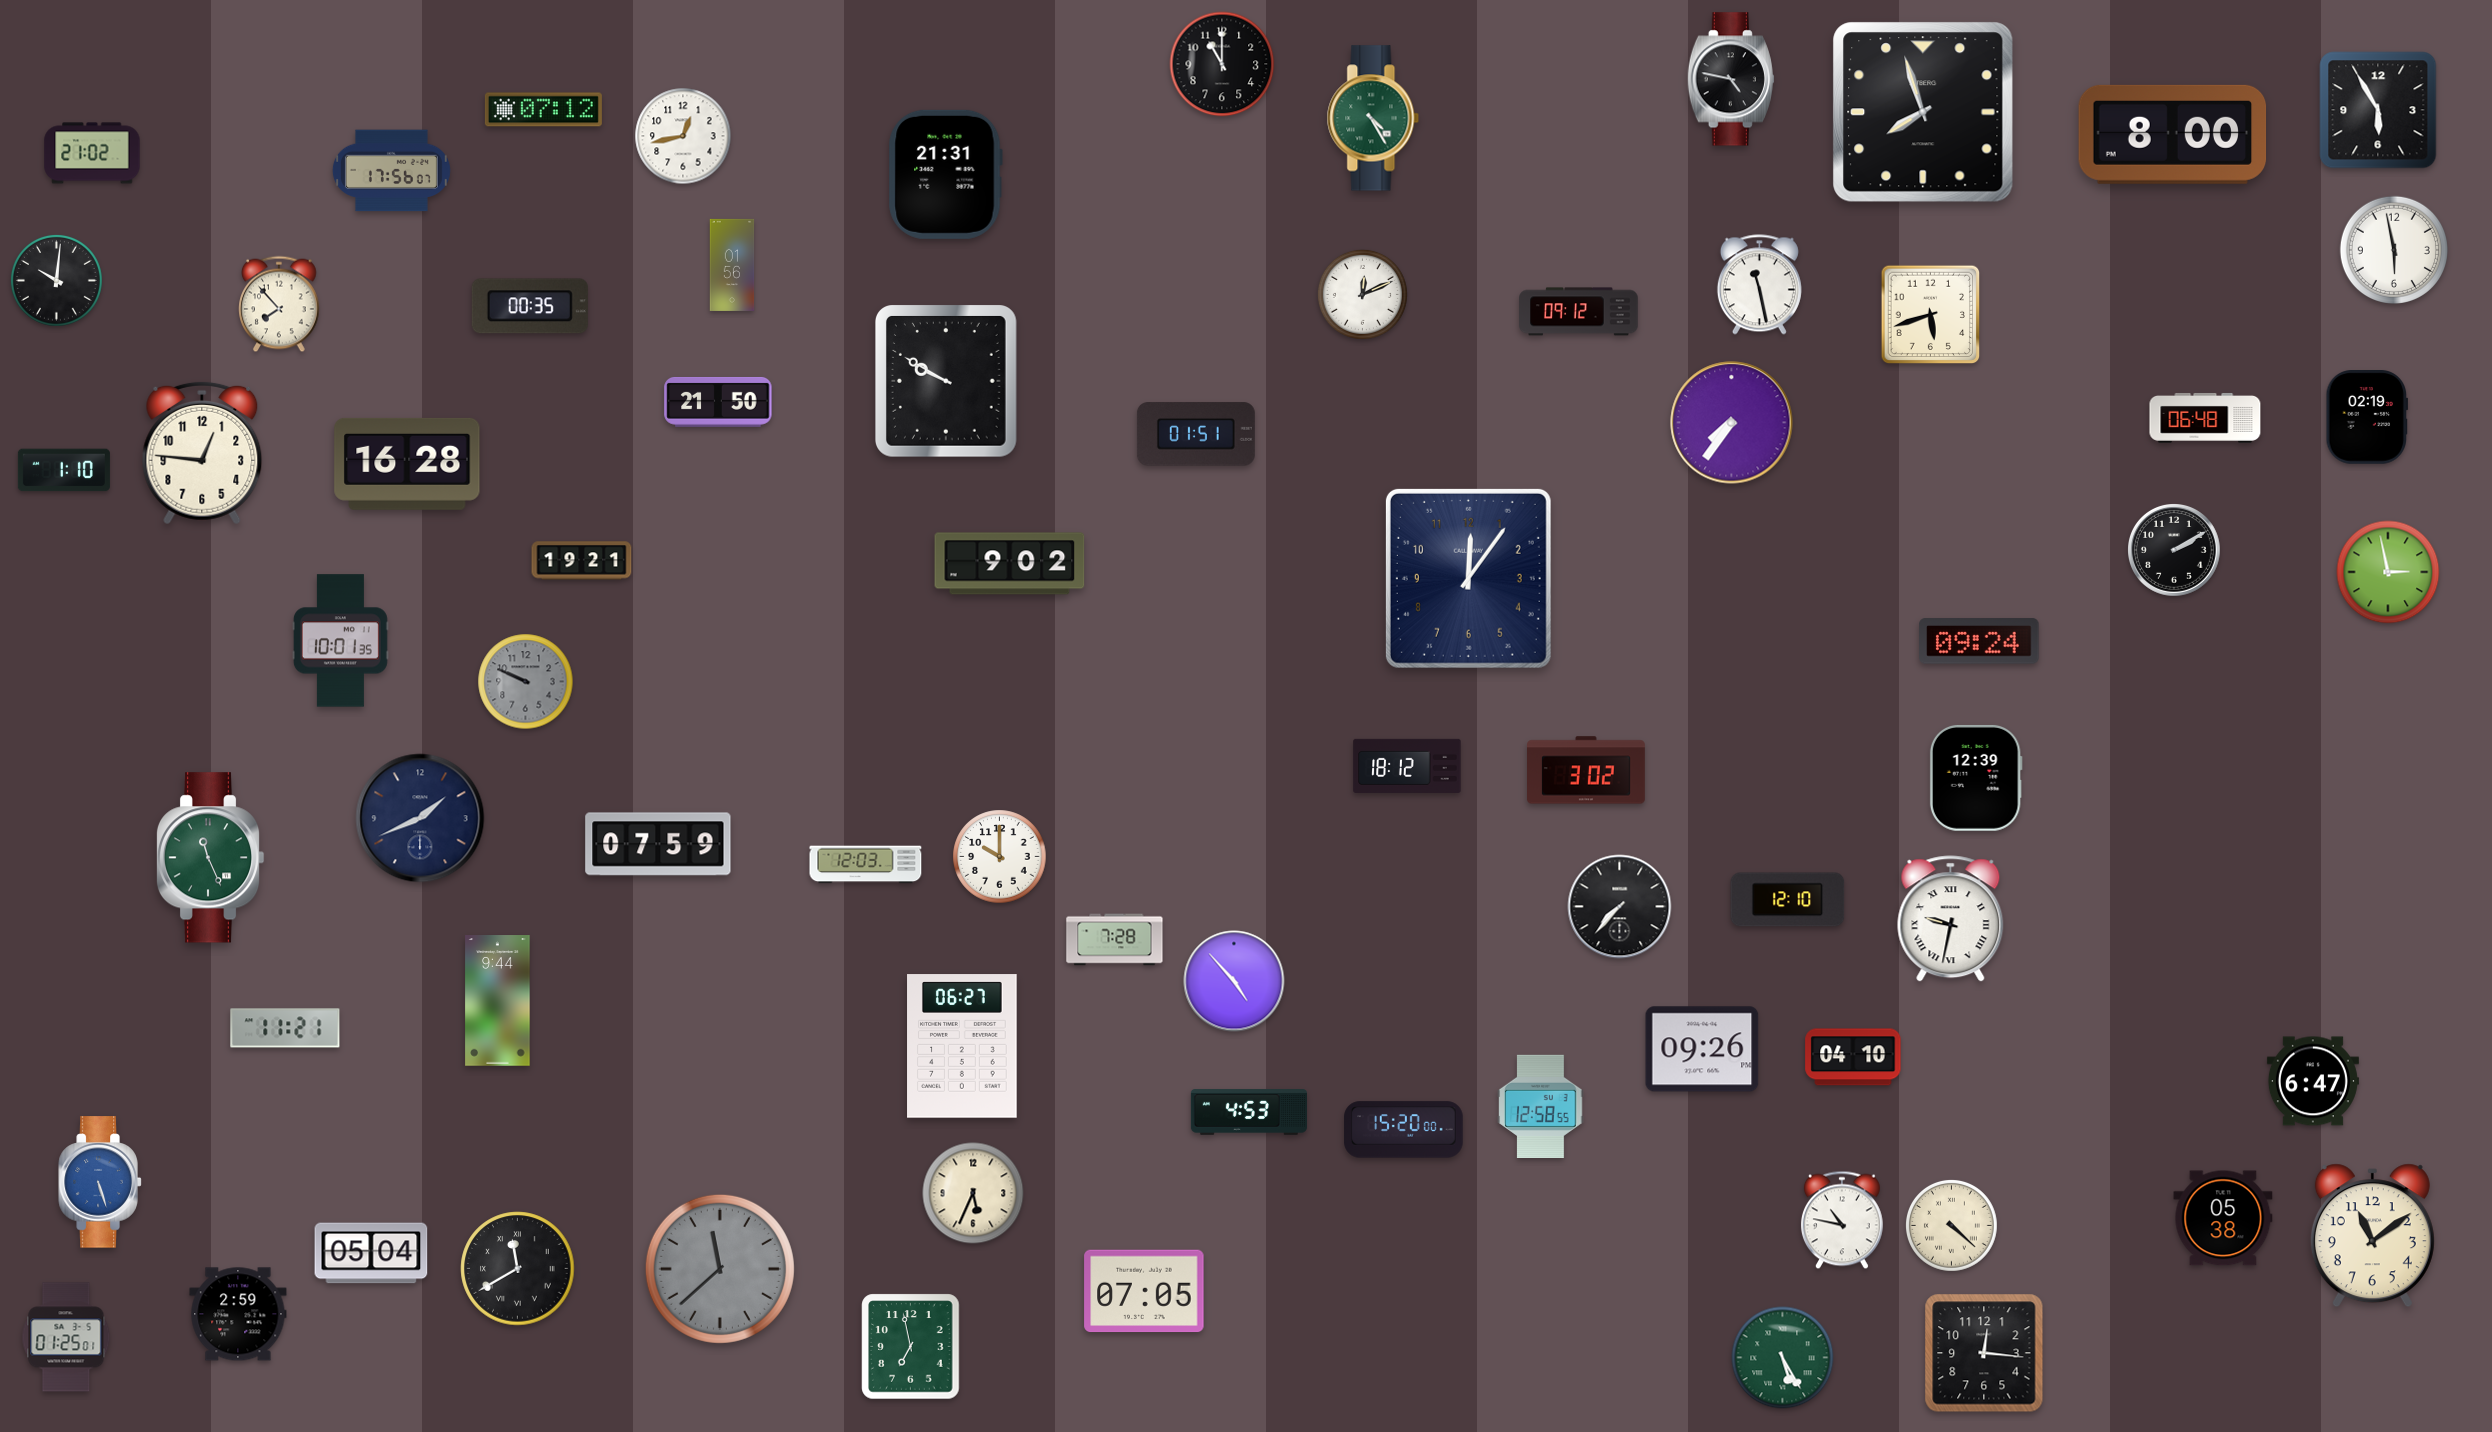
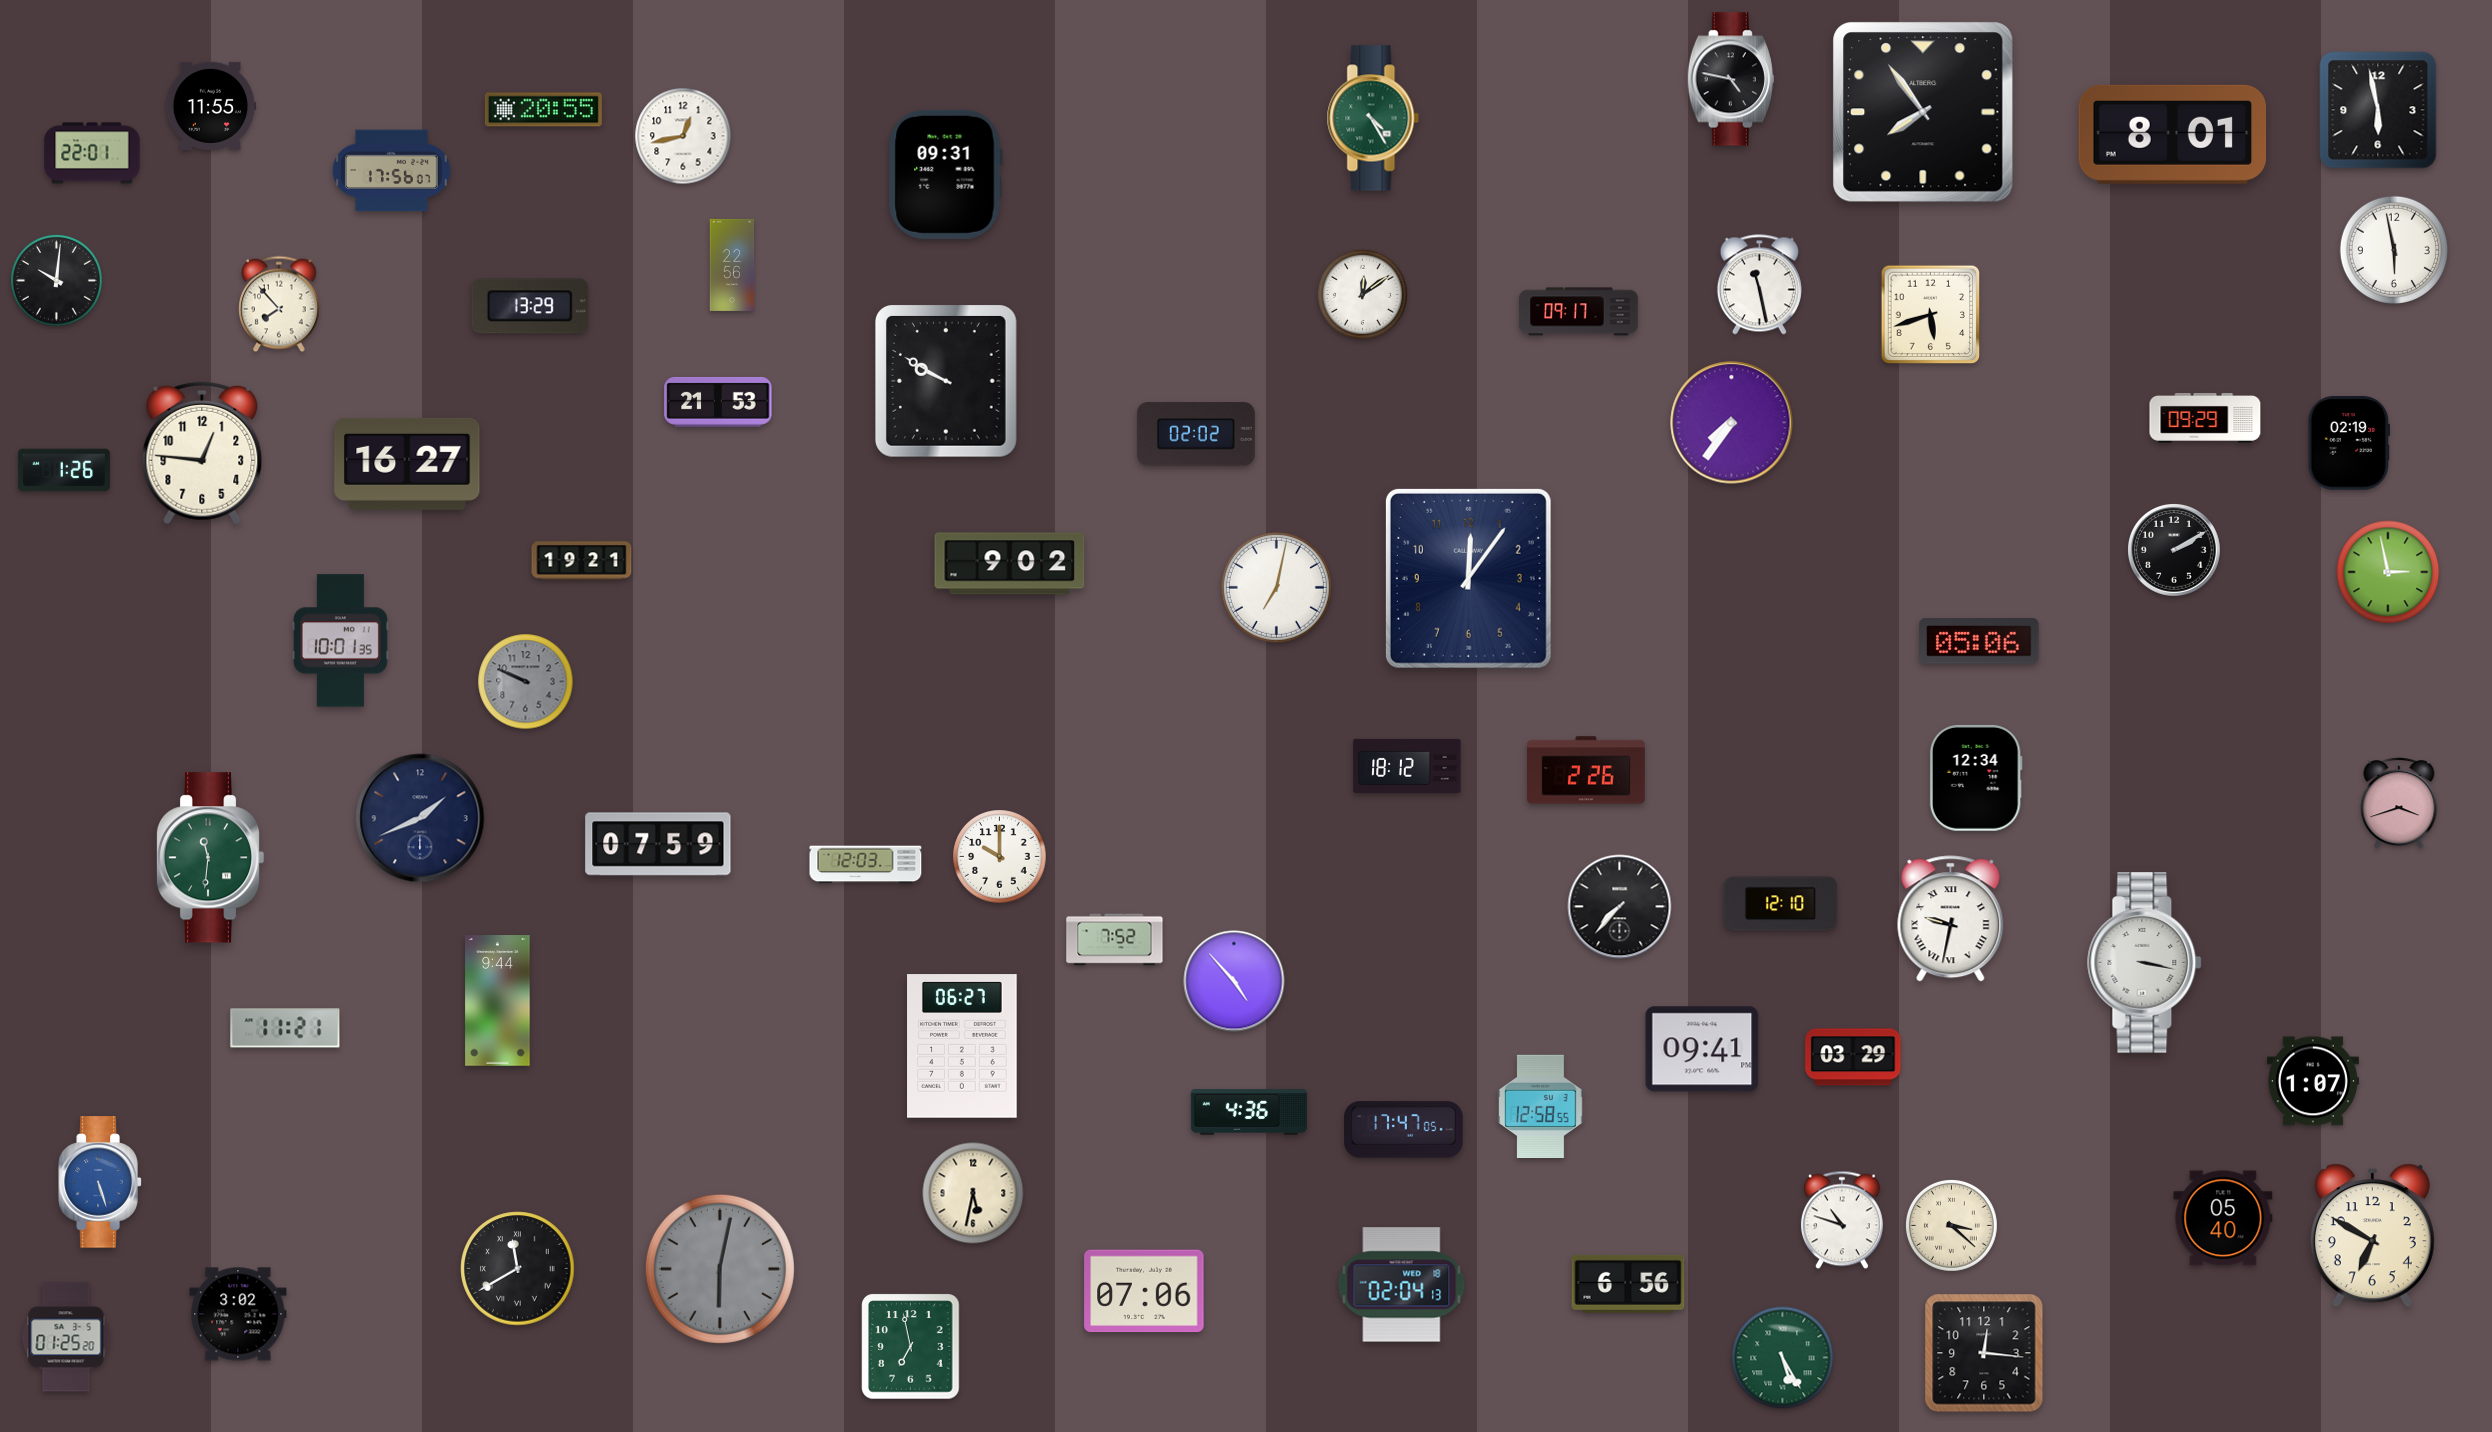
clock at (1222, 64): 11:00 -> none
clock at (211, 106): none -> 11:55
clock at (543, 110): 07:12 -> 20:55
clock at (2378, 110): 5:55 -> 5:58
clock at (1923, 112): 7:57 -> 7:54
clock at (2173, 134): 8:00 -> 8:01
clock at (92, 153): 21:02 -> 22:01
clock at (945, 174): 21:31 -> 09:31
clock at (732, 265): 01:56 -> 22:56
clock at (1362, 294): 12:11 -> 12:09
clock at (530, 306): 00:35 -> 13:29
clock at (1579, 312): 09:12 -> 09:17
clock at (718, 402): 21:50 -> 21:53
clock at (2205, 418): 06:48 -> 09:29
clock at (2367, 418) position: (2367, 418) -> (2349, 444)
clock at (1196, 434): 01:51 -> 02:02
clock at (407, 464): 16:28 -> 16:27
clock at (64, 470): 1:10 -> 1:26
clock at (1276, 587): none -> 7:02
clock at (1979, 641): 09:24 -> 05:06
clock at (1587, 770): 3:02 -> 2:26
clock at (1976, 778): 12:39 -> 12:34
clock at (2399, 803): none -> 3:42
clock at (210, 858): 11:26 -> 11:31
clock at (1788, 900) position: (1788, 900) -> (1781, 904)
clock at (1115, 940): 7:28 -> 7:52
clock at (2145, 963): none -> 3:17
clock at (1702, 1049): 09:26 -> 09:41
clock at (1853, 1057): 04:10 -> 03:29
clock at (2313, 1081): 6:47 -> 1:07
clock at (1249, 1112): 4:53 -> 4:36
clock at (1404, 1130): 15:20 -> 17:47
clock at (973, 1193): 5:34 -> 5:32
clock at (2223, 1218): 05:38 -> 05:40
clock at (1842, 1220): 10:47 -> 10:48
clock at (1952, 1226): 4:22 -> 3:22
clock at (2372, 1236): 11:09 -> 6:50
clock at (371, 1253): 05:04 -> none
clock at (720, 1269): 11:38 -> 6:02
clock at (1628, 1284): none -> 6:56
clock at (1402, 1285): none -> 02:04
clock at (1144, 1291): 07:05 -> 07:06
clock at (238, 1314): 2:59 -> 3:02
clock at (66, 1337): 01:25:01 -> 01:25:20
